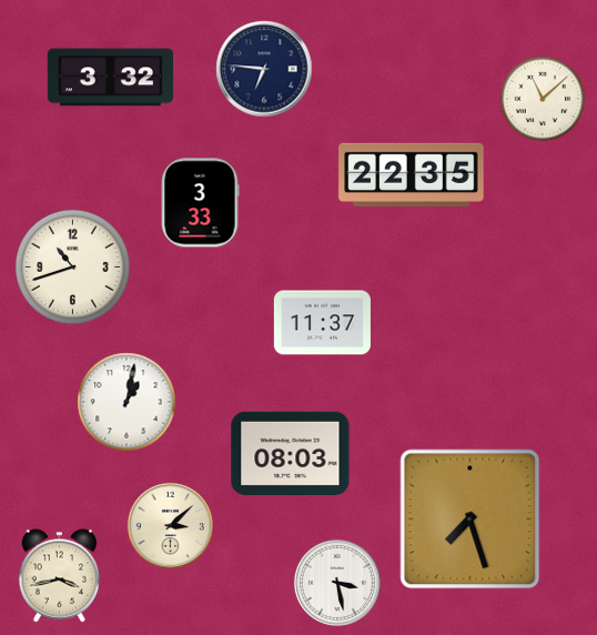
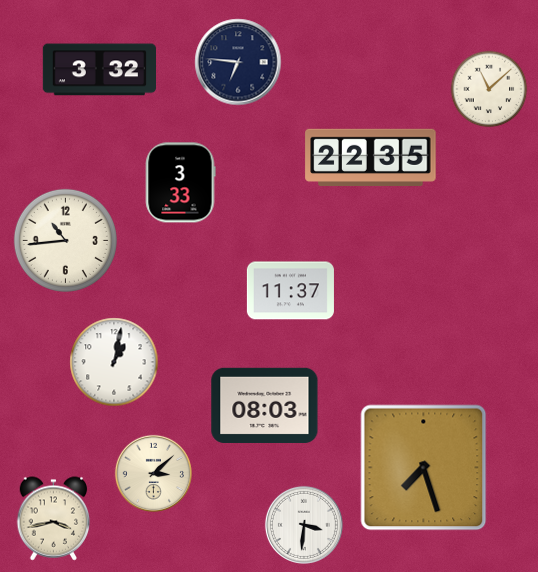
clock at (72, 266): 10:42 -> 10:44
clock at (291, 453) position: (291, 453) -> (265, 405)
clock at (337, 583): 3:28 -> 3:31
